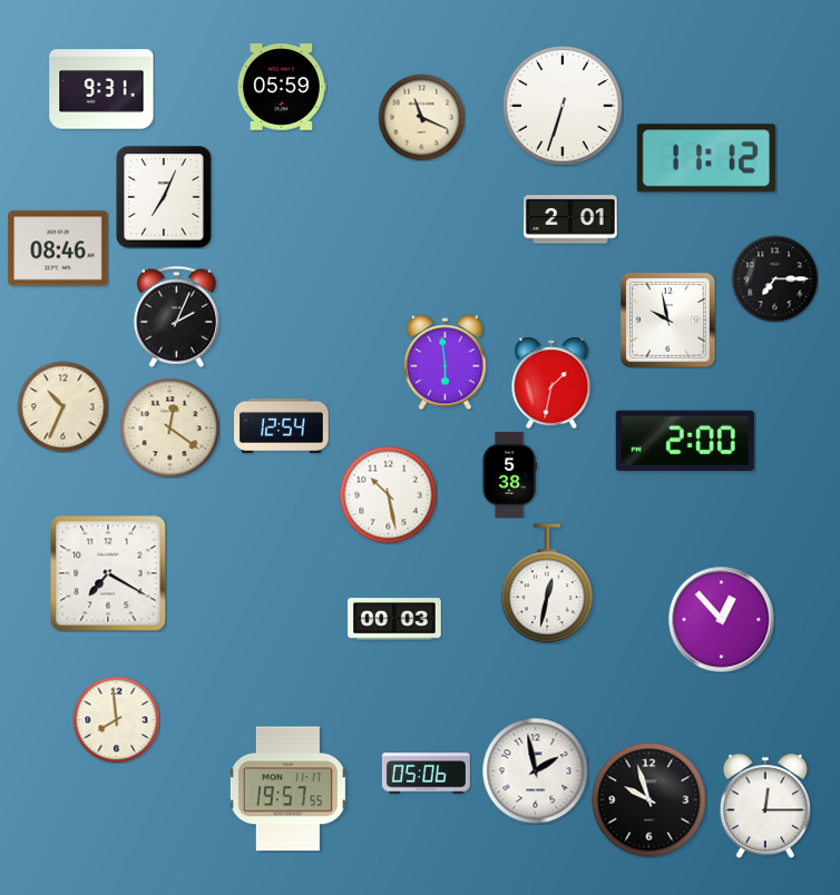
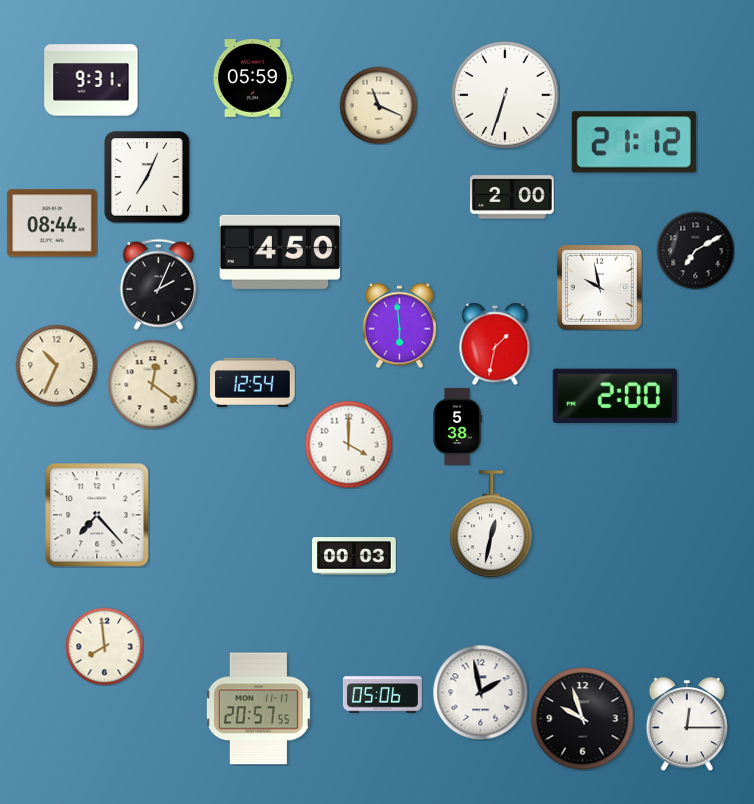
clock at (706, 158): 11:12 -> 21:12
clock at (572, 219): 2:01 -> 2:00
clock at (58, 248): 08:46 -> 08:44
clock at (774, 278): 7:15 -> 7:10
clock at (280, 252): none -> 4:50
clock at (388, 494): 10:28 -> 4:00
clock at (108, 573): 7:20 -> 7:23
clock at (721, 619): 12:53 -> none
clock at (287, 789): 19:57 -> 20:57
